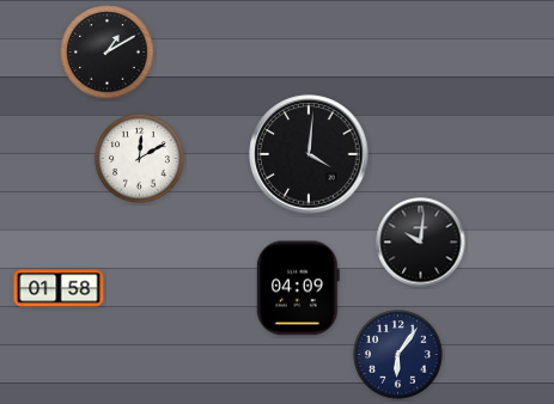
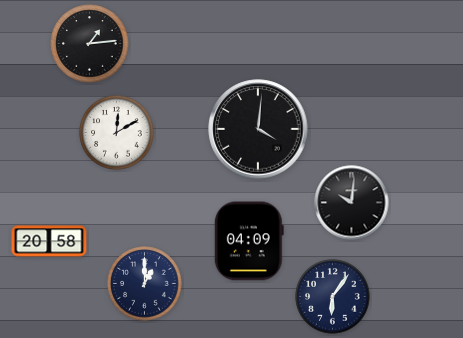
clock at (108, 53): 1:10 -> 1:14
clock at (59, 288): 01:58 -> 20:58
clock at (145, 284): none -> 1:00
